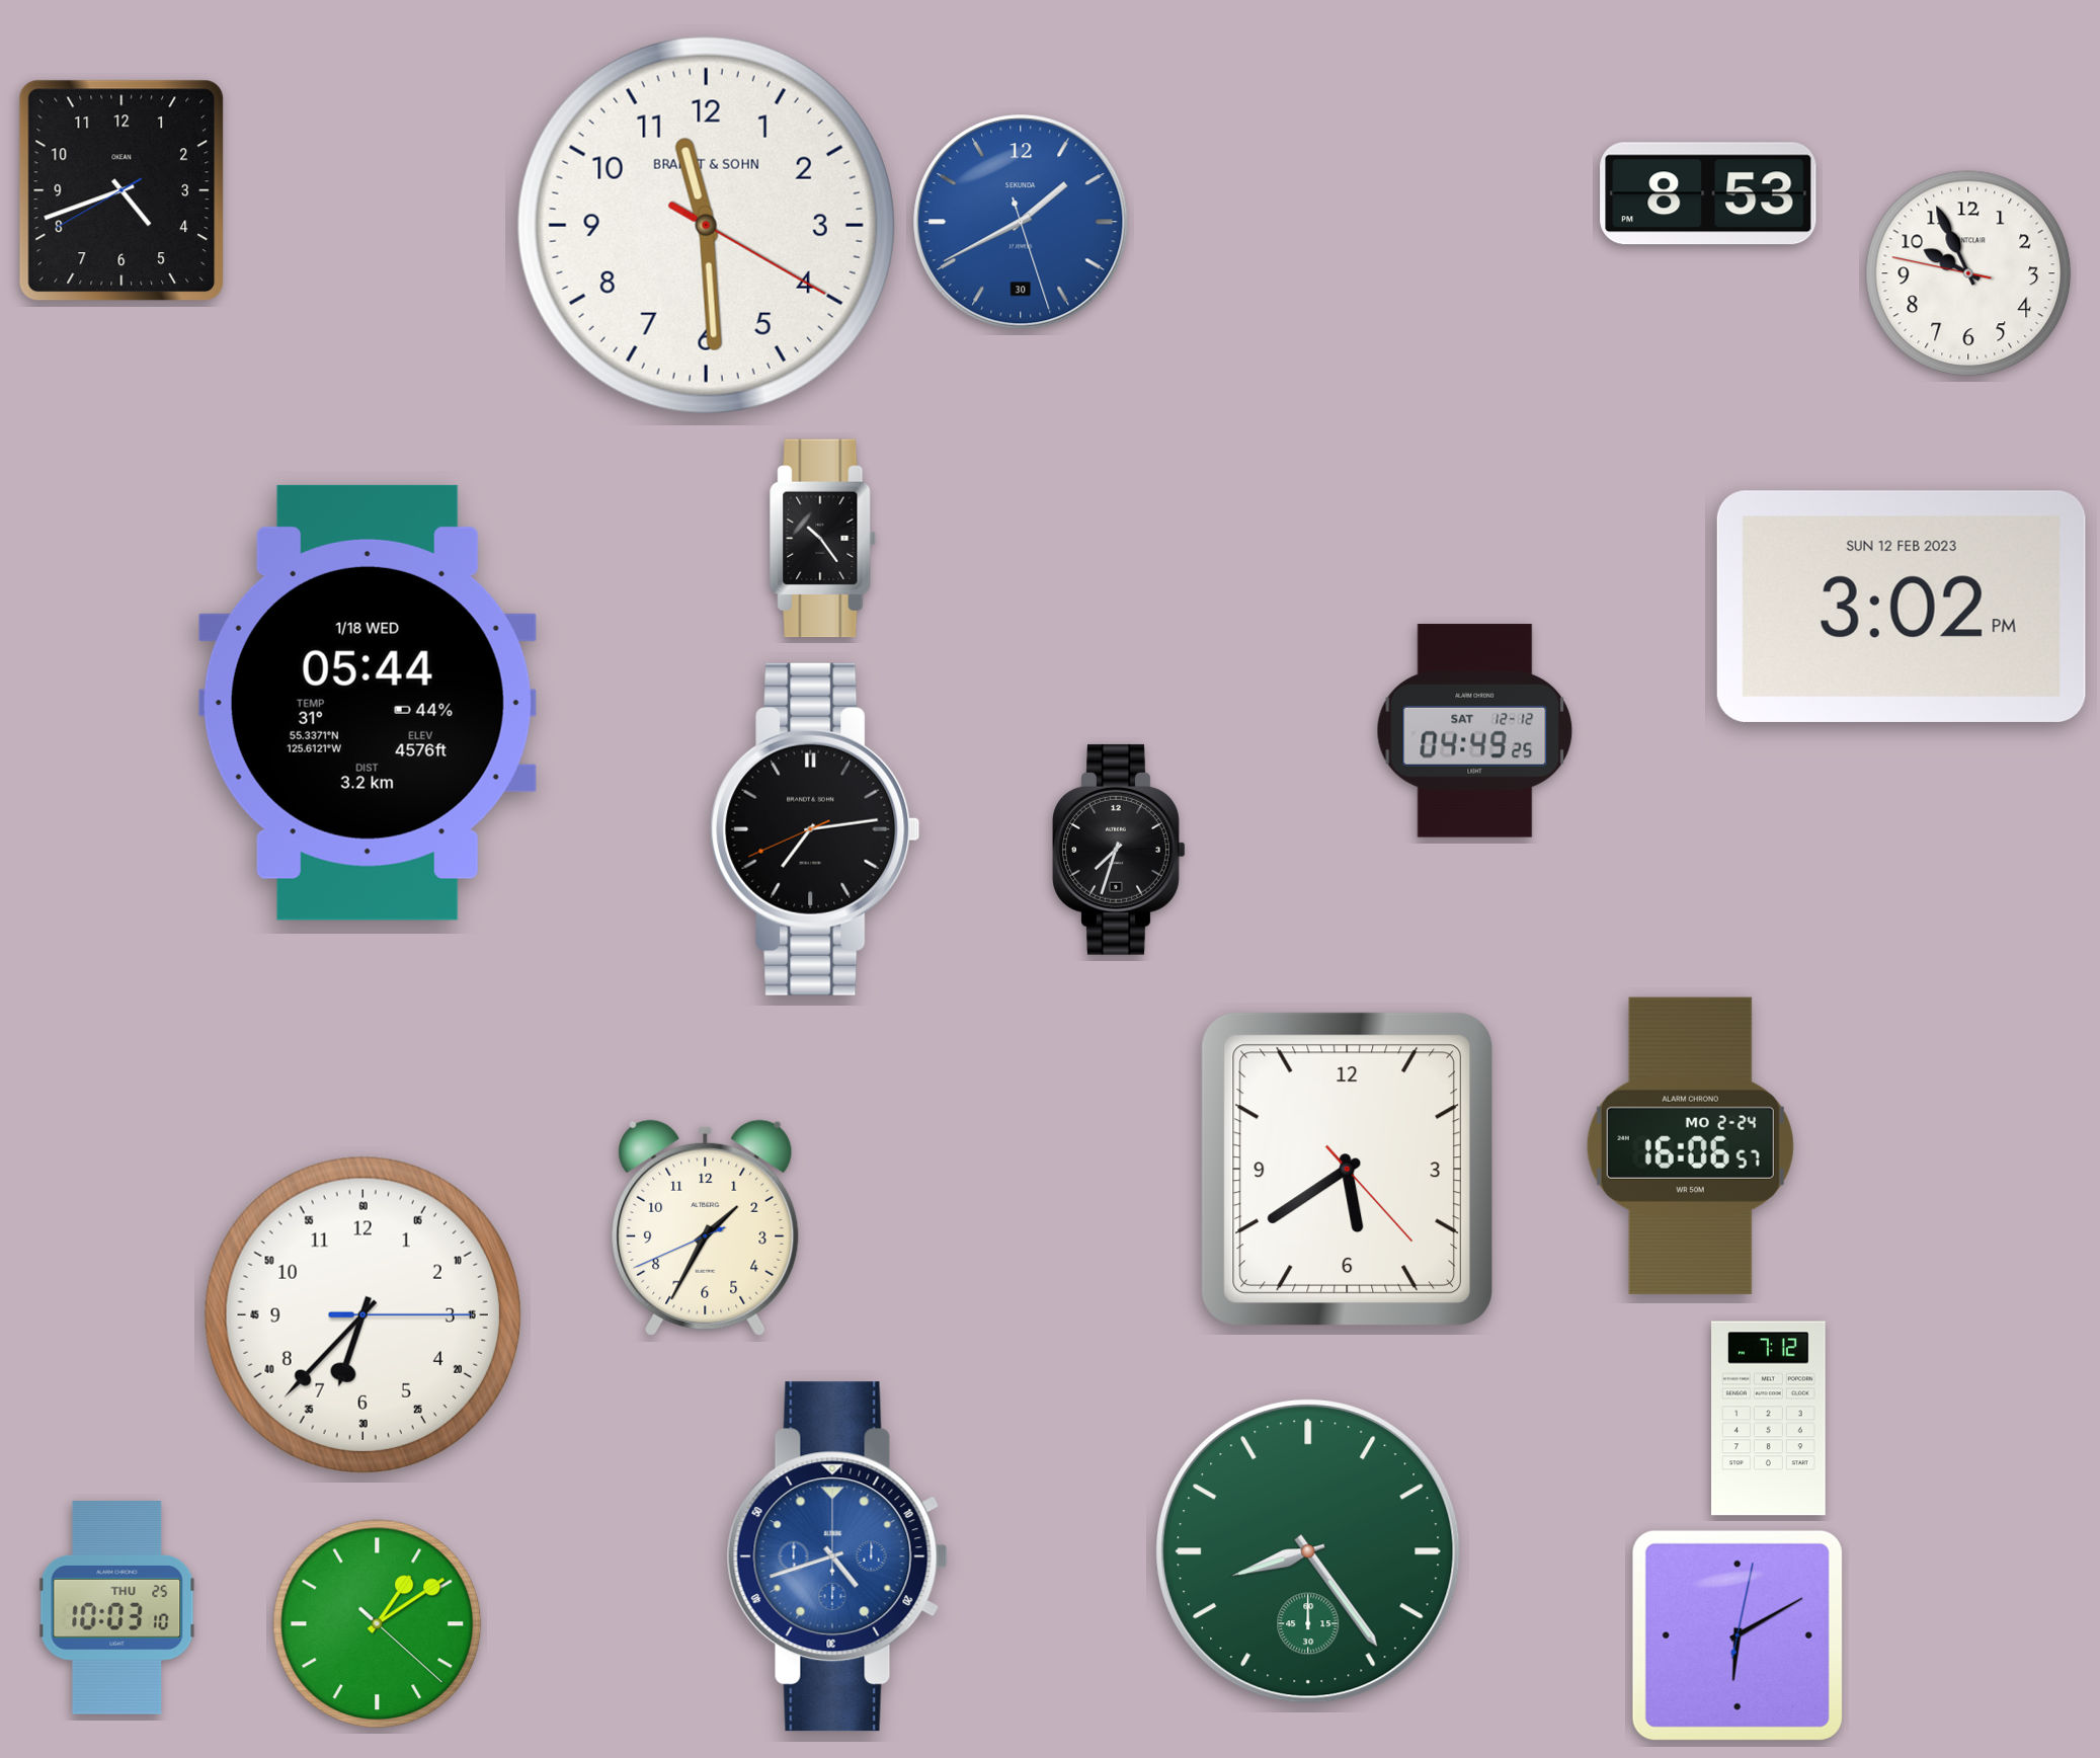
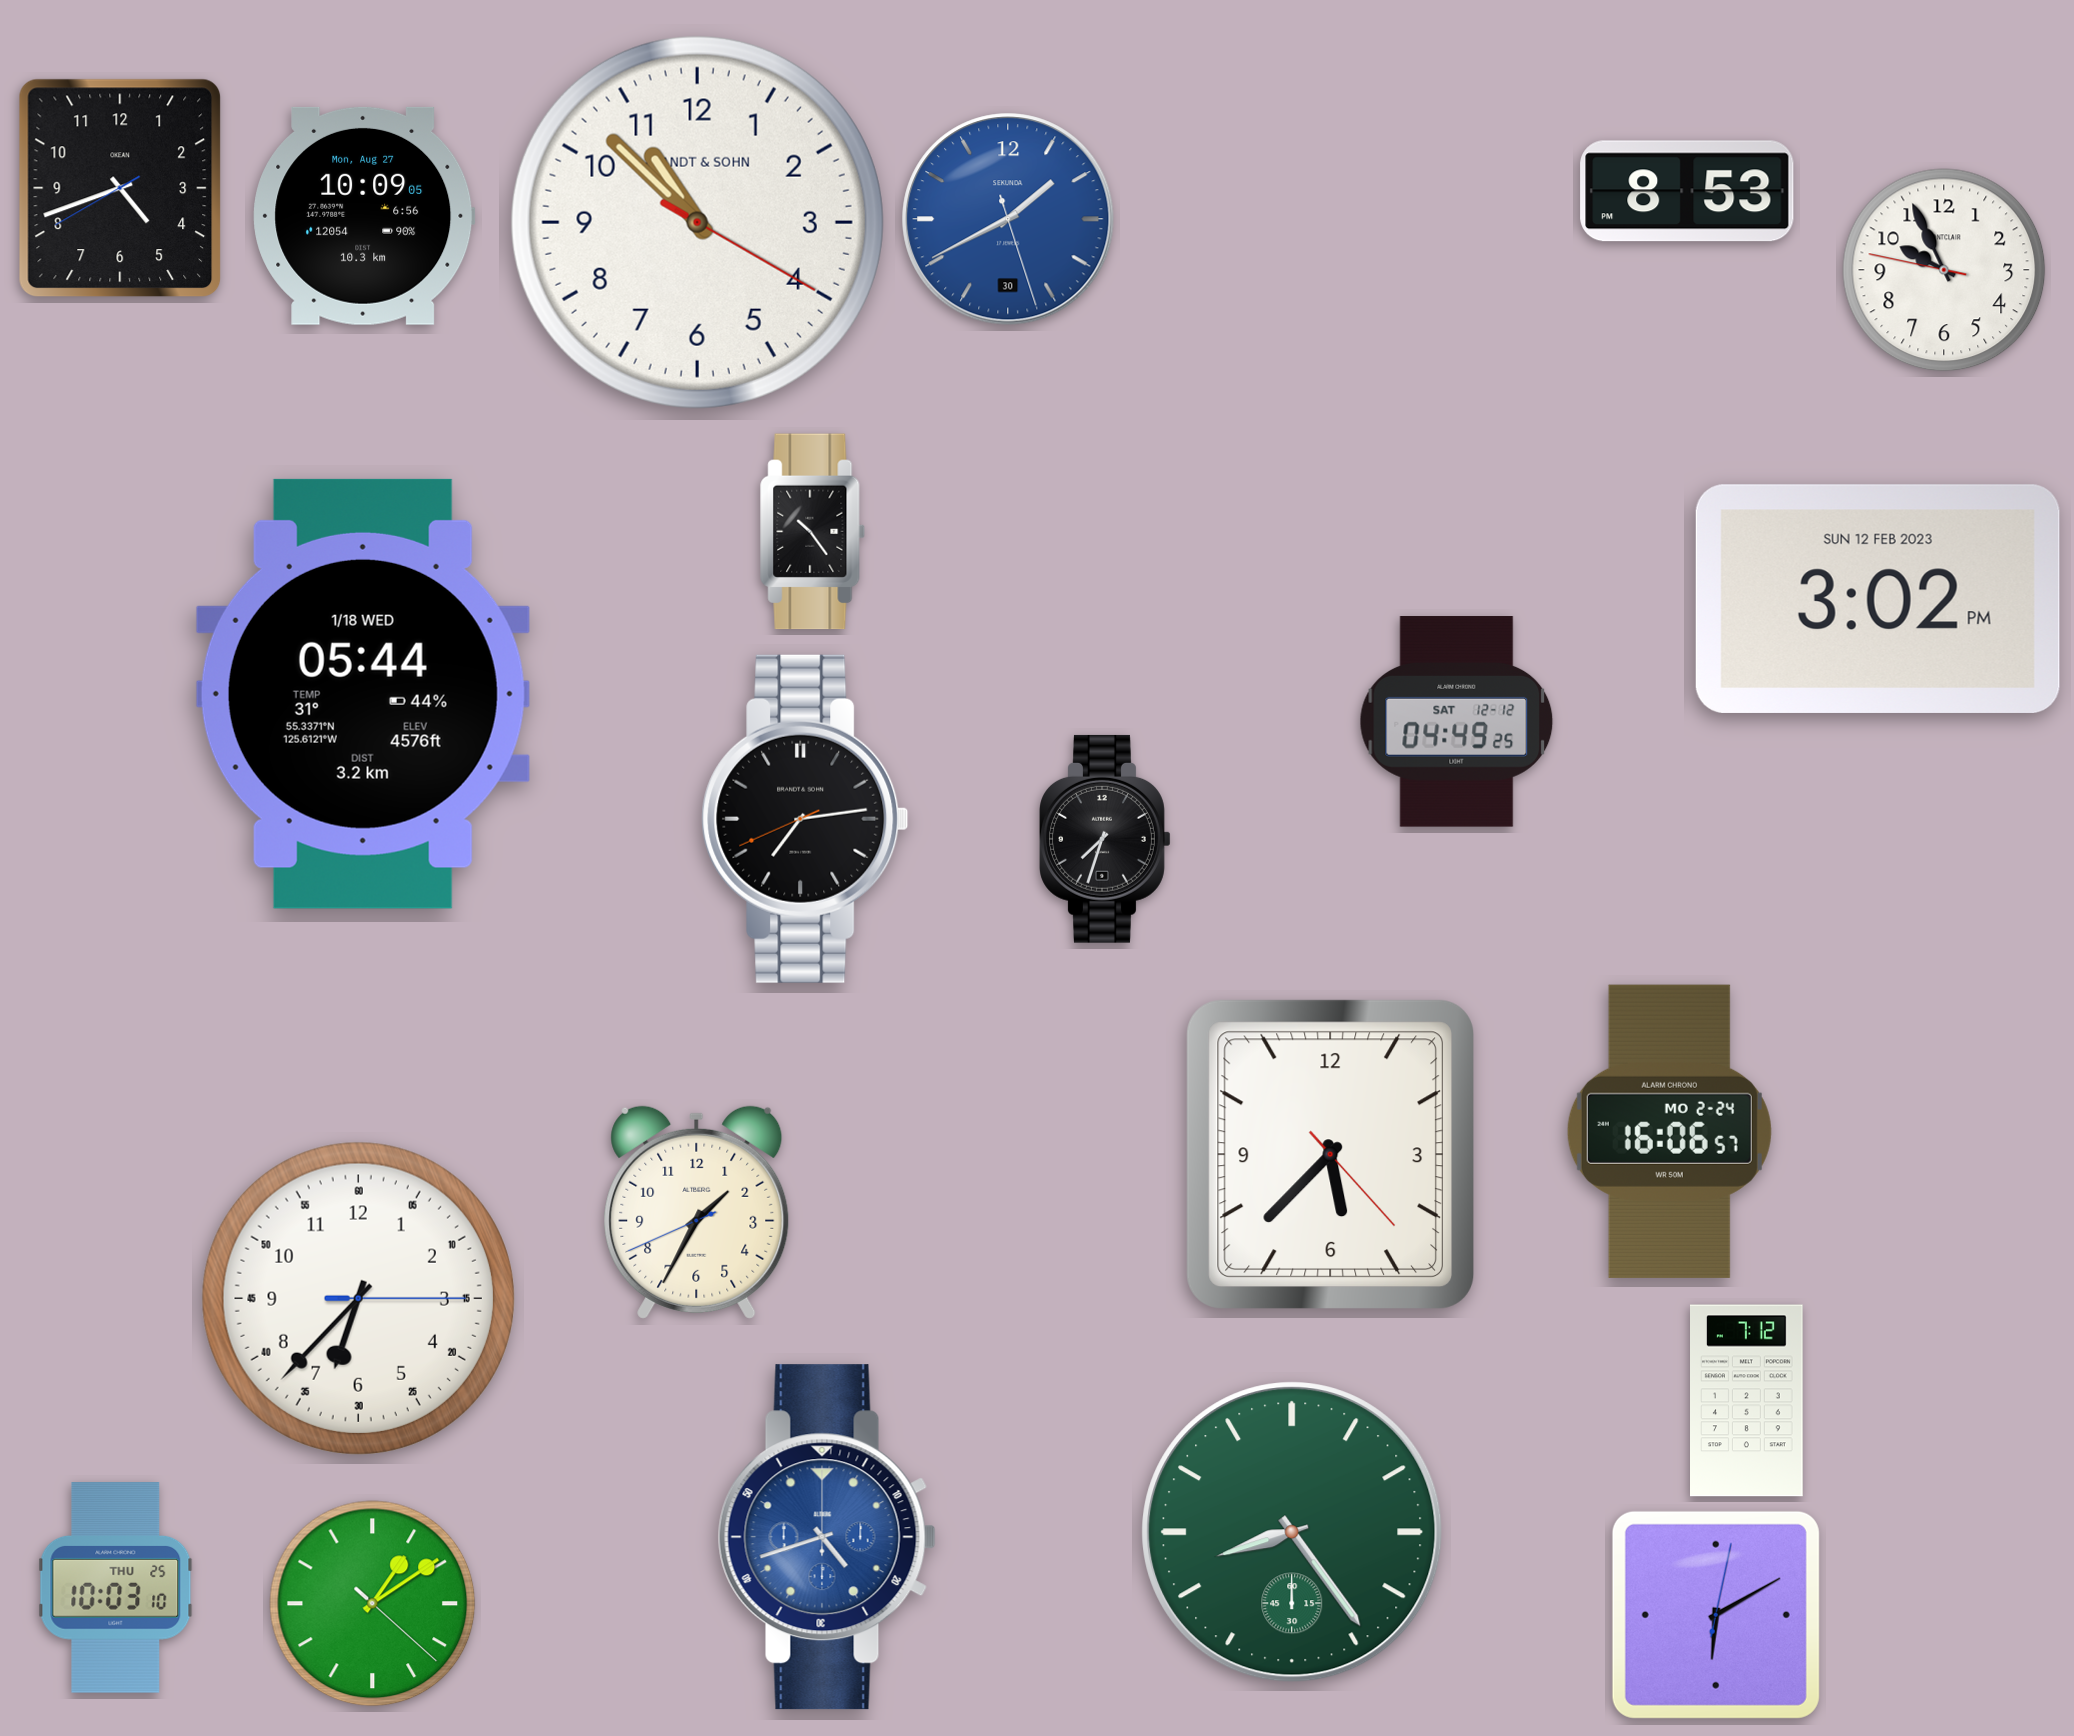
clock at (364, 216): none -> 10:09
clock at (706, 225): 11:29 -> 10:52
clock at (1347, 1169): 5:39 -> 5:37
